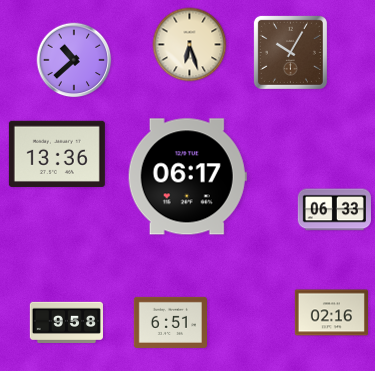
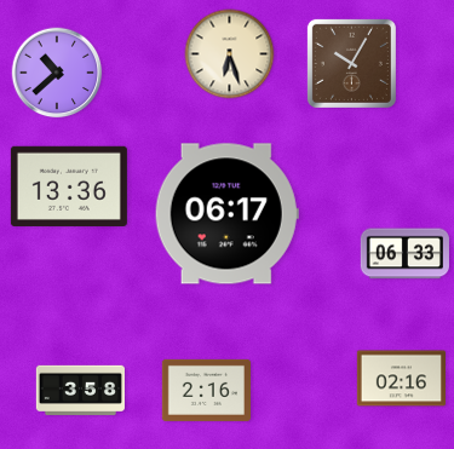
clock at (74, 60) position: (74, 60) -> (57, 73)
clock at (66, 322): 9:58 -> 3:58
clock at (170, 322): 6:51 -> 2:16
